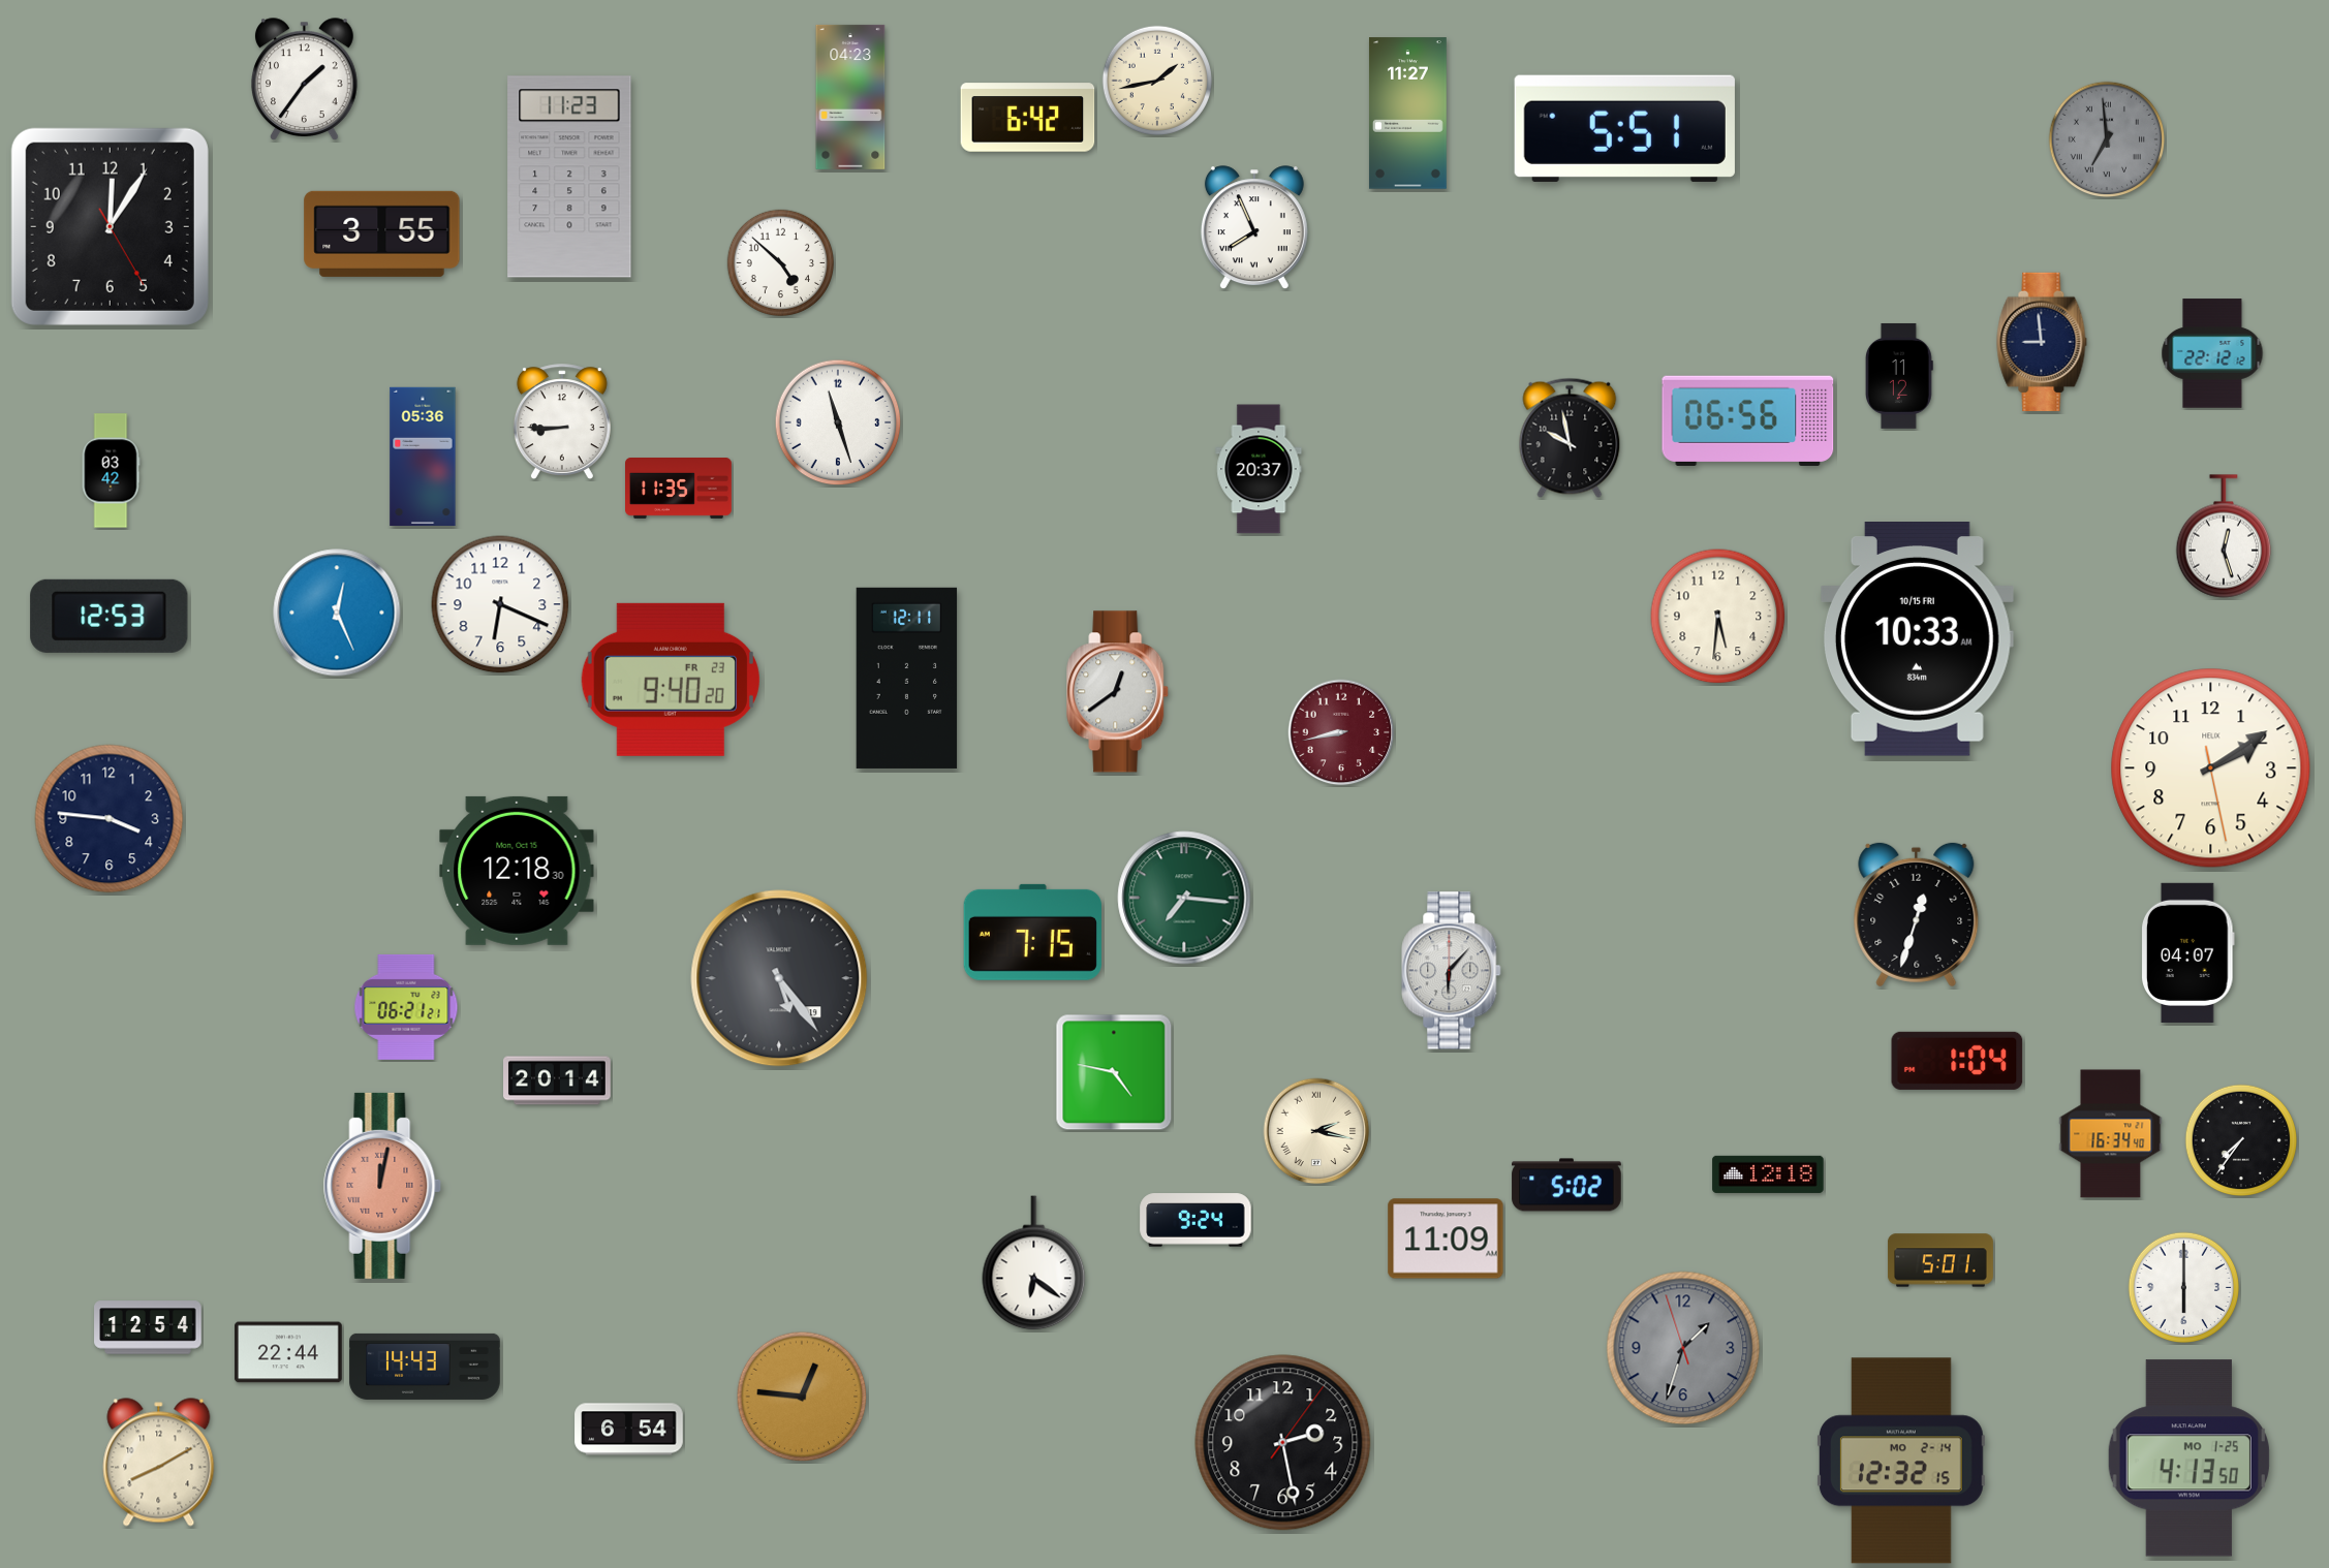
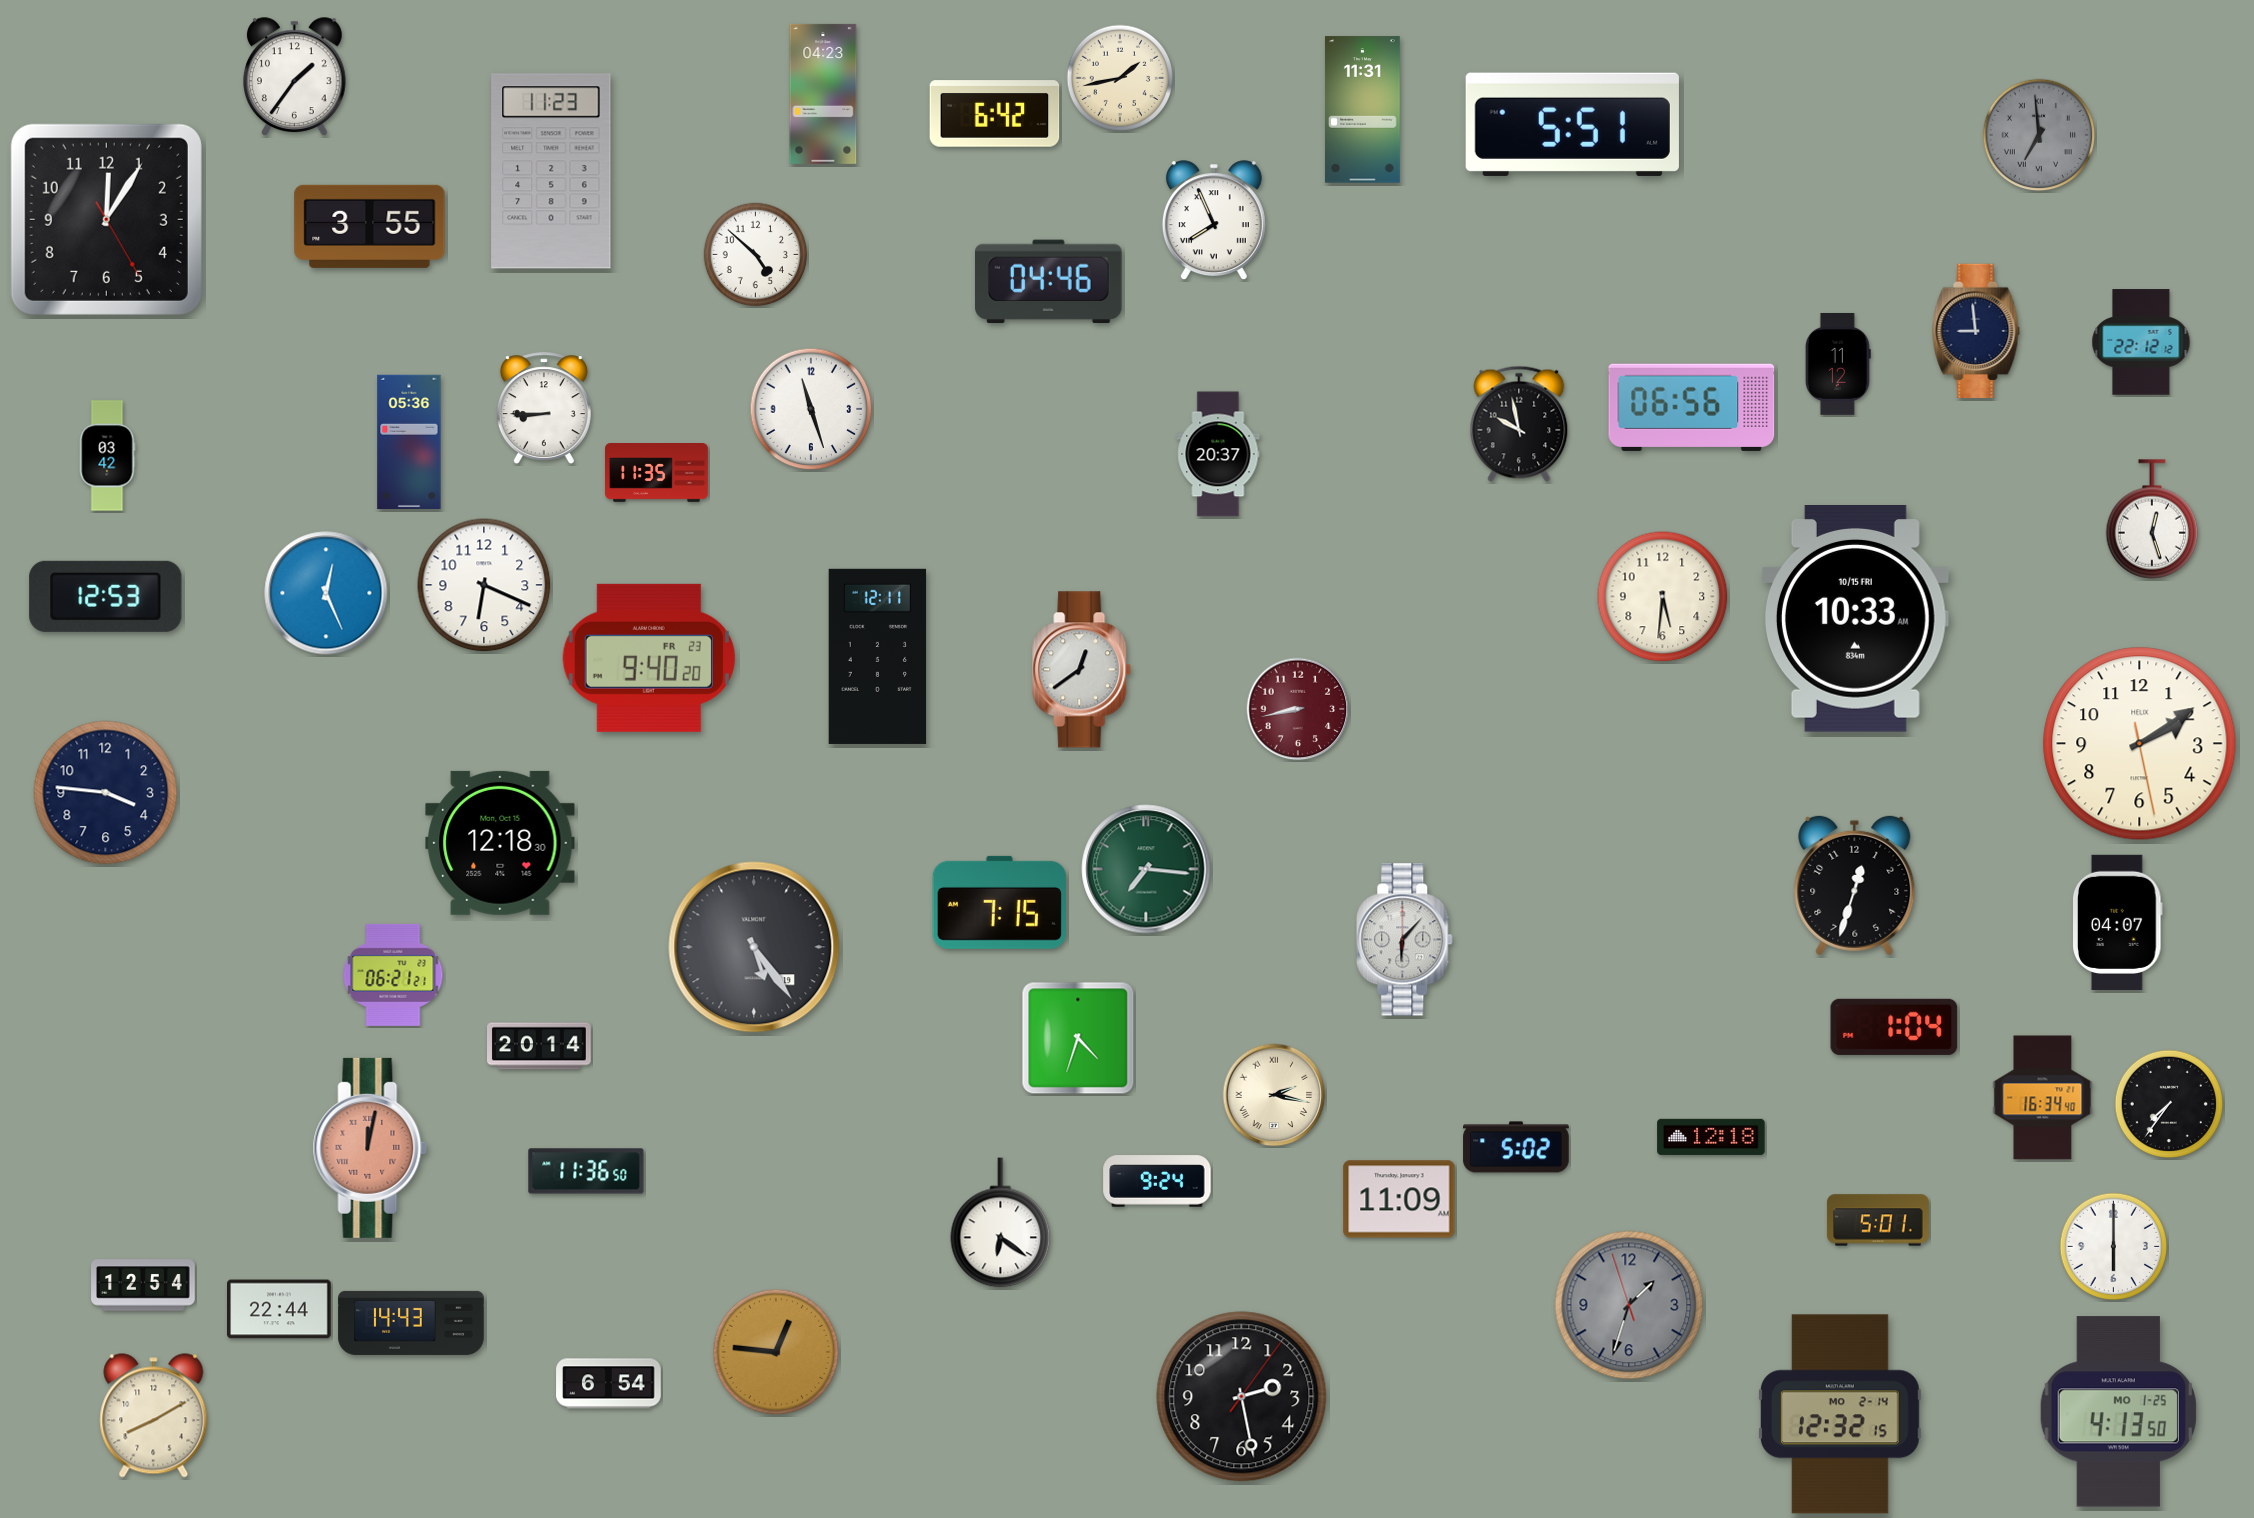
clock at (1407, 114): 11:27 -> 11:31
clock at (1049, 281): none -> 04:46
clock at (1114, 1072): 4:47 -> 4:33
clock at (586, 1171): none -> 11:36
